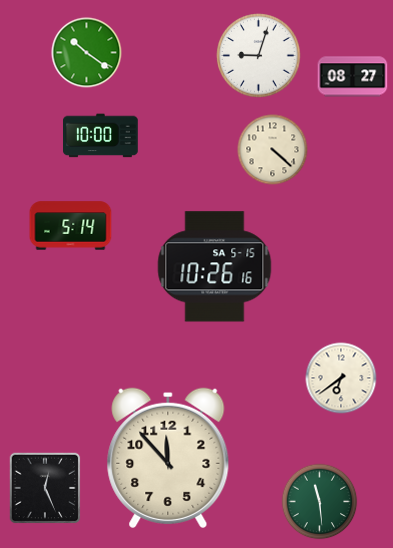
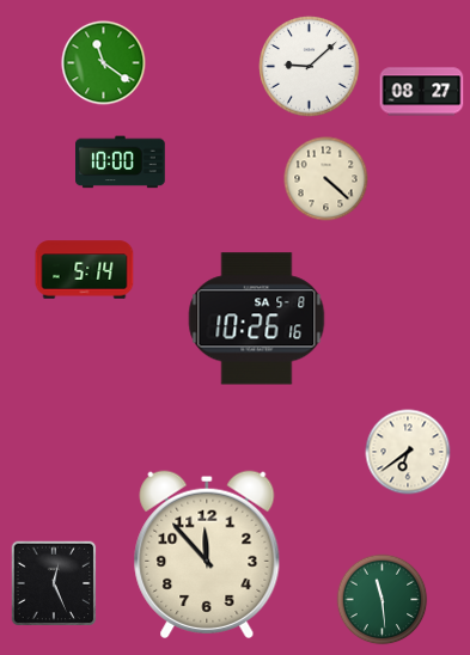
clock at (87, 53): 10:21 -> 11:21
clock at (259, 56): 9:03 -> 9:08
clock at (215, 267) date: SA 5-15 -> SA 5-8
clock at (168, 458) position: (168, 458) -> (207, 555)
